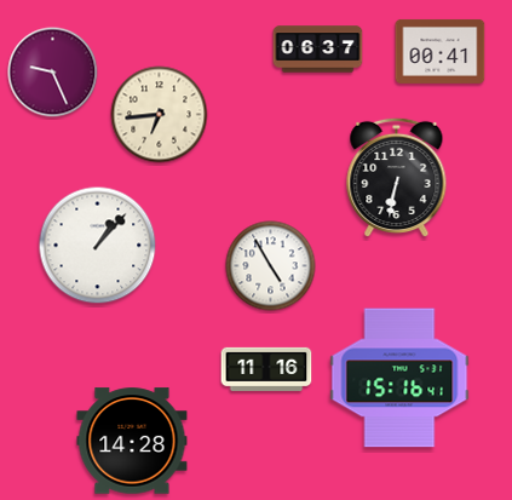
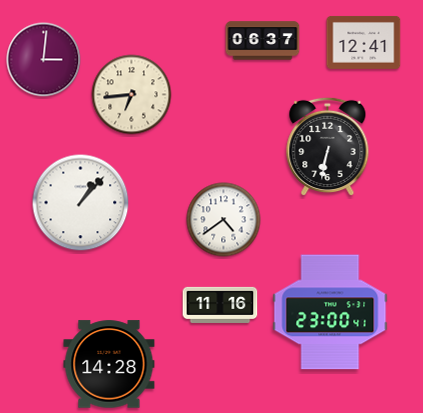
clock at (441, 51): 00:41 -> 12:41
clock at (53, 73): 9:26 -> 3:01
clock at (271, 266): 4:55 -> 4:39
clock at (399, 378): 15:16 -> 23:00
